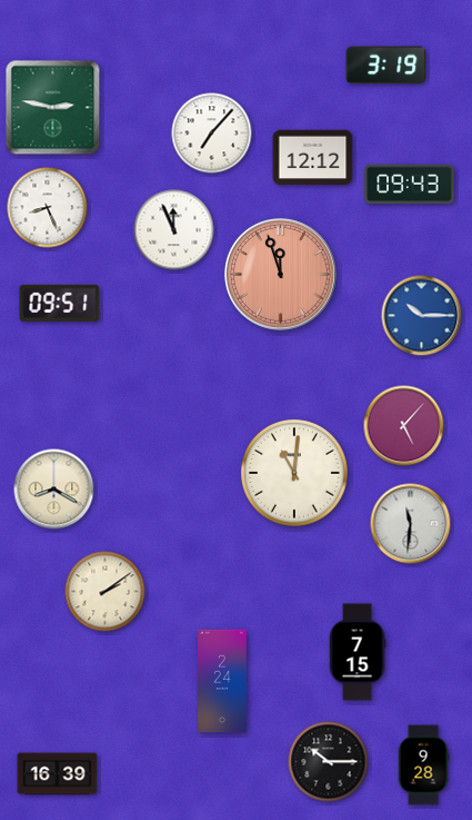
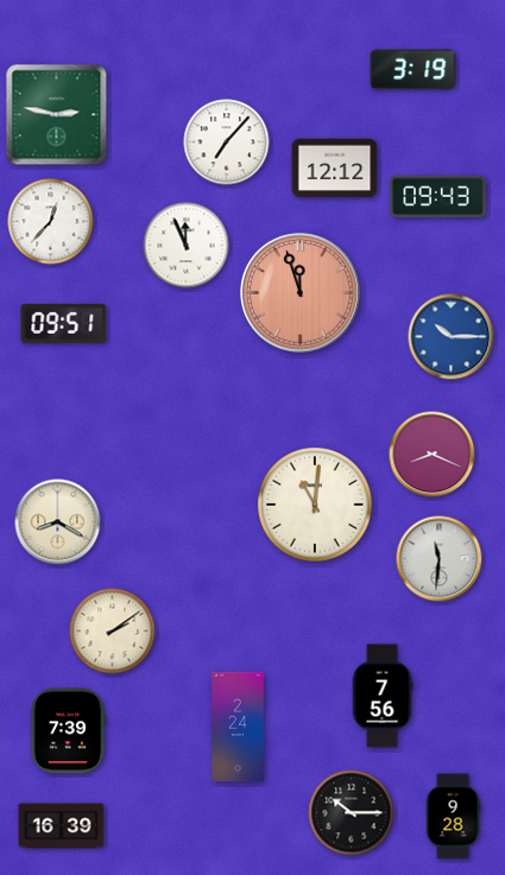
clock at (48, 208): 8:26 -> 12:37
clock at (404, 426): 5:07 -> 8:19
clock at (358, 652): 7:15 -> 7:56
clock at (68, 731): none -> 7:39
